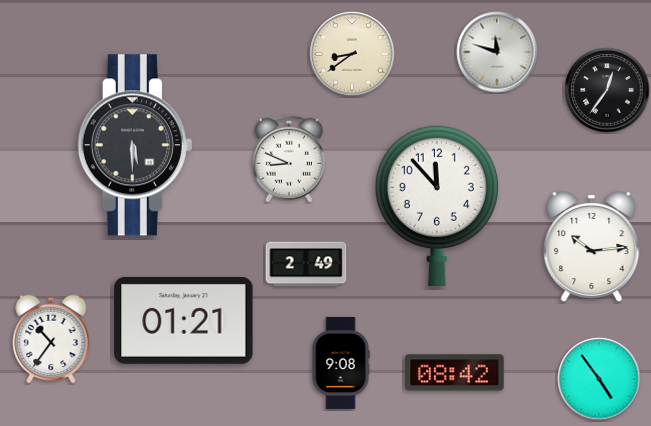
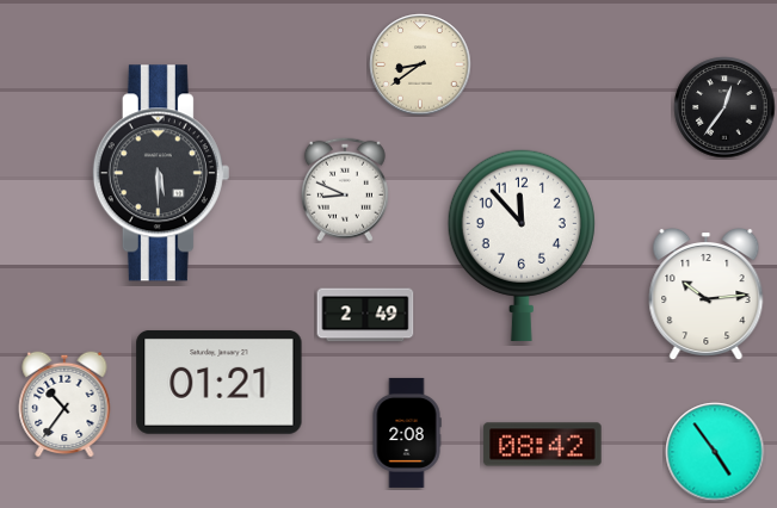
clock at (497, 52): 11:48 -> none
clock at (51, 339) position: (51, 339) -> (64, 404)
clock at (341, 363): 9:08 -> 2:08
